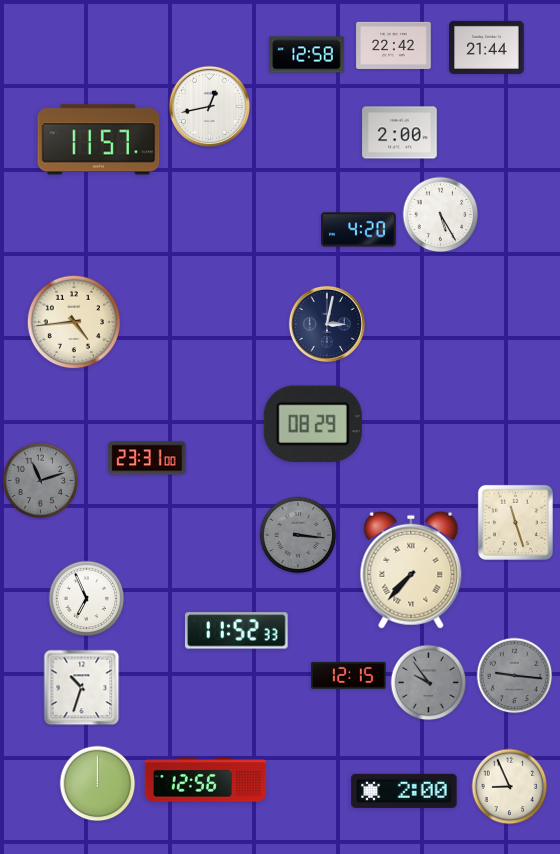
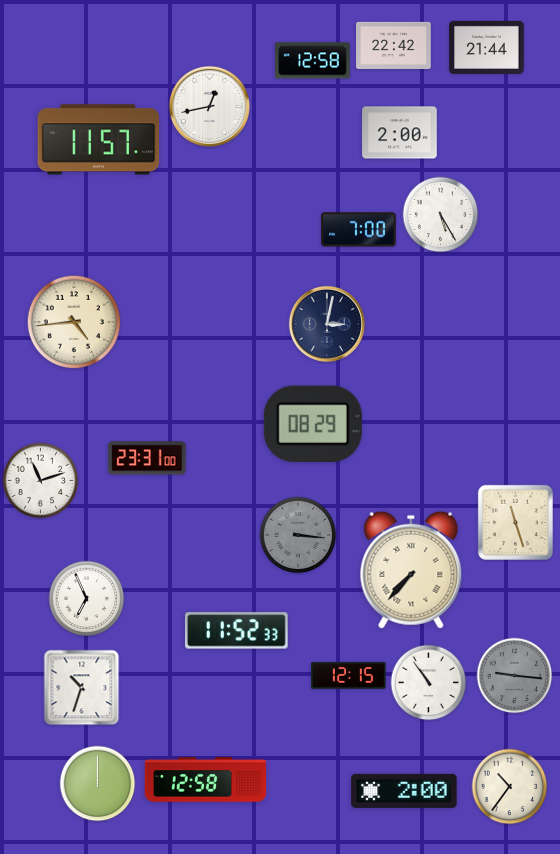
clock at (307, 55) position: (307, 55) -> (313, 61)
clock at (359, 230): 4:20 -> 7:00
clock at (41, 481) dial: grey -> white
clock at (429, 683): 9:54 -> 10:54
clock at (429, 683) dial: grey -> white
clock at (206, 780): 12:56 -> 12:58
clock at (510, 787): 8:56 -> 10:36
